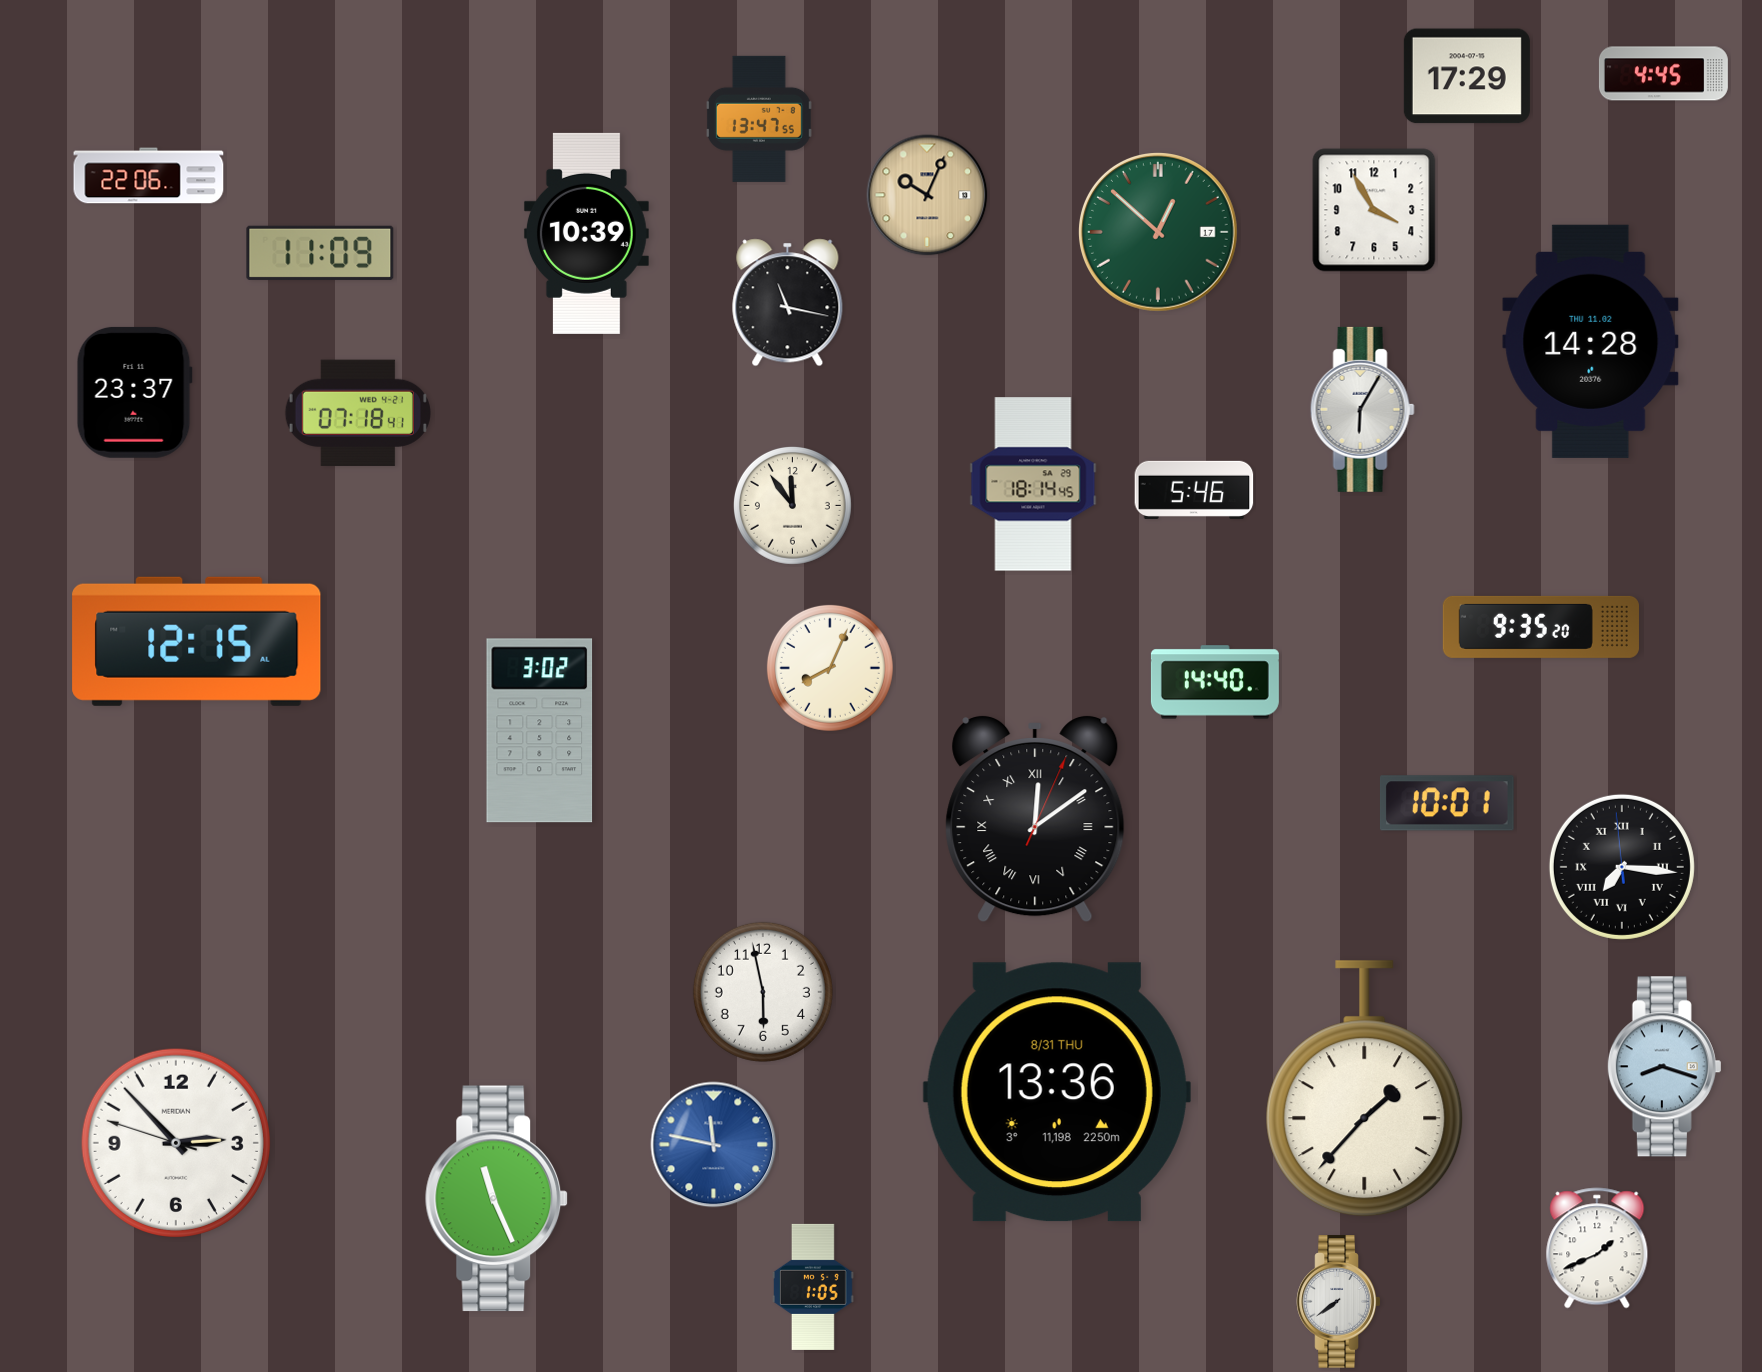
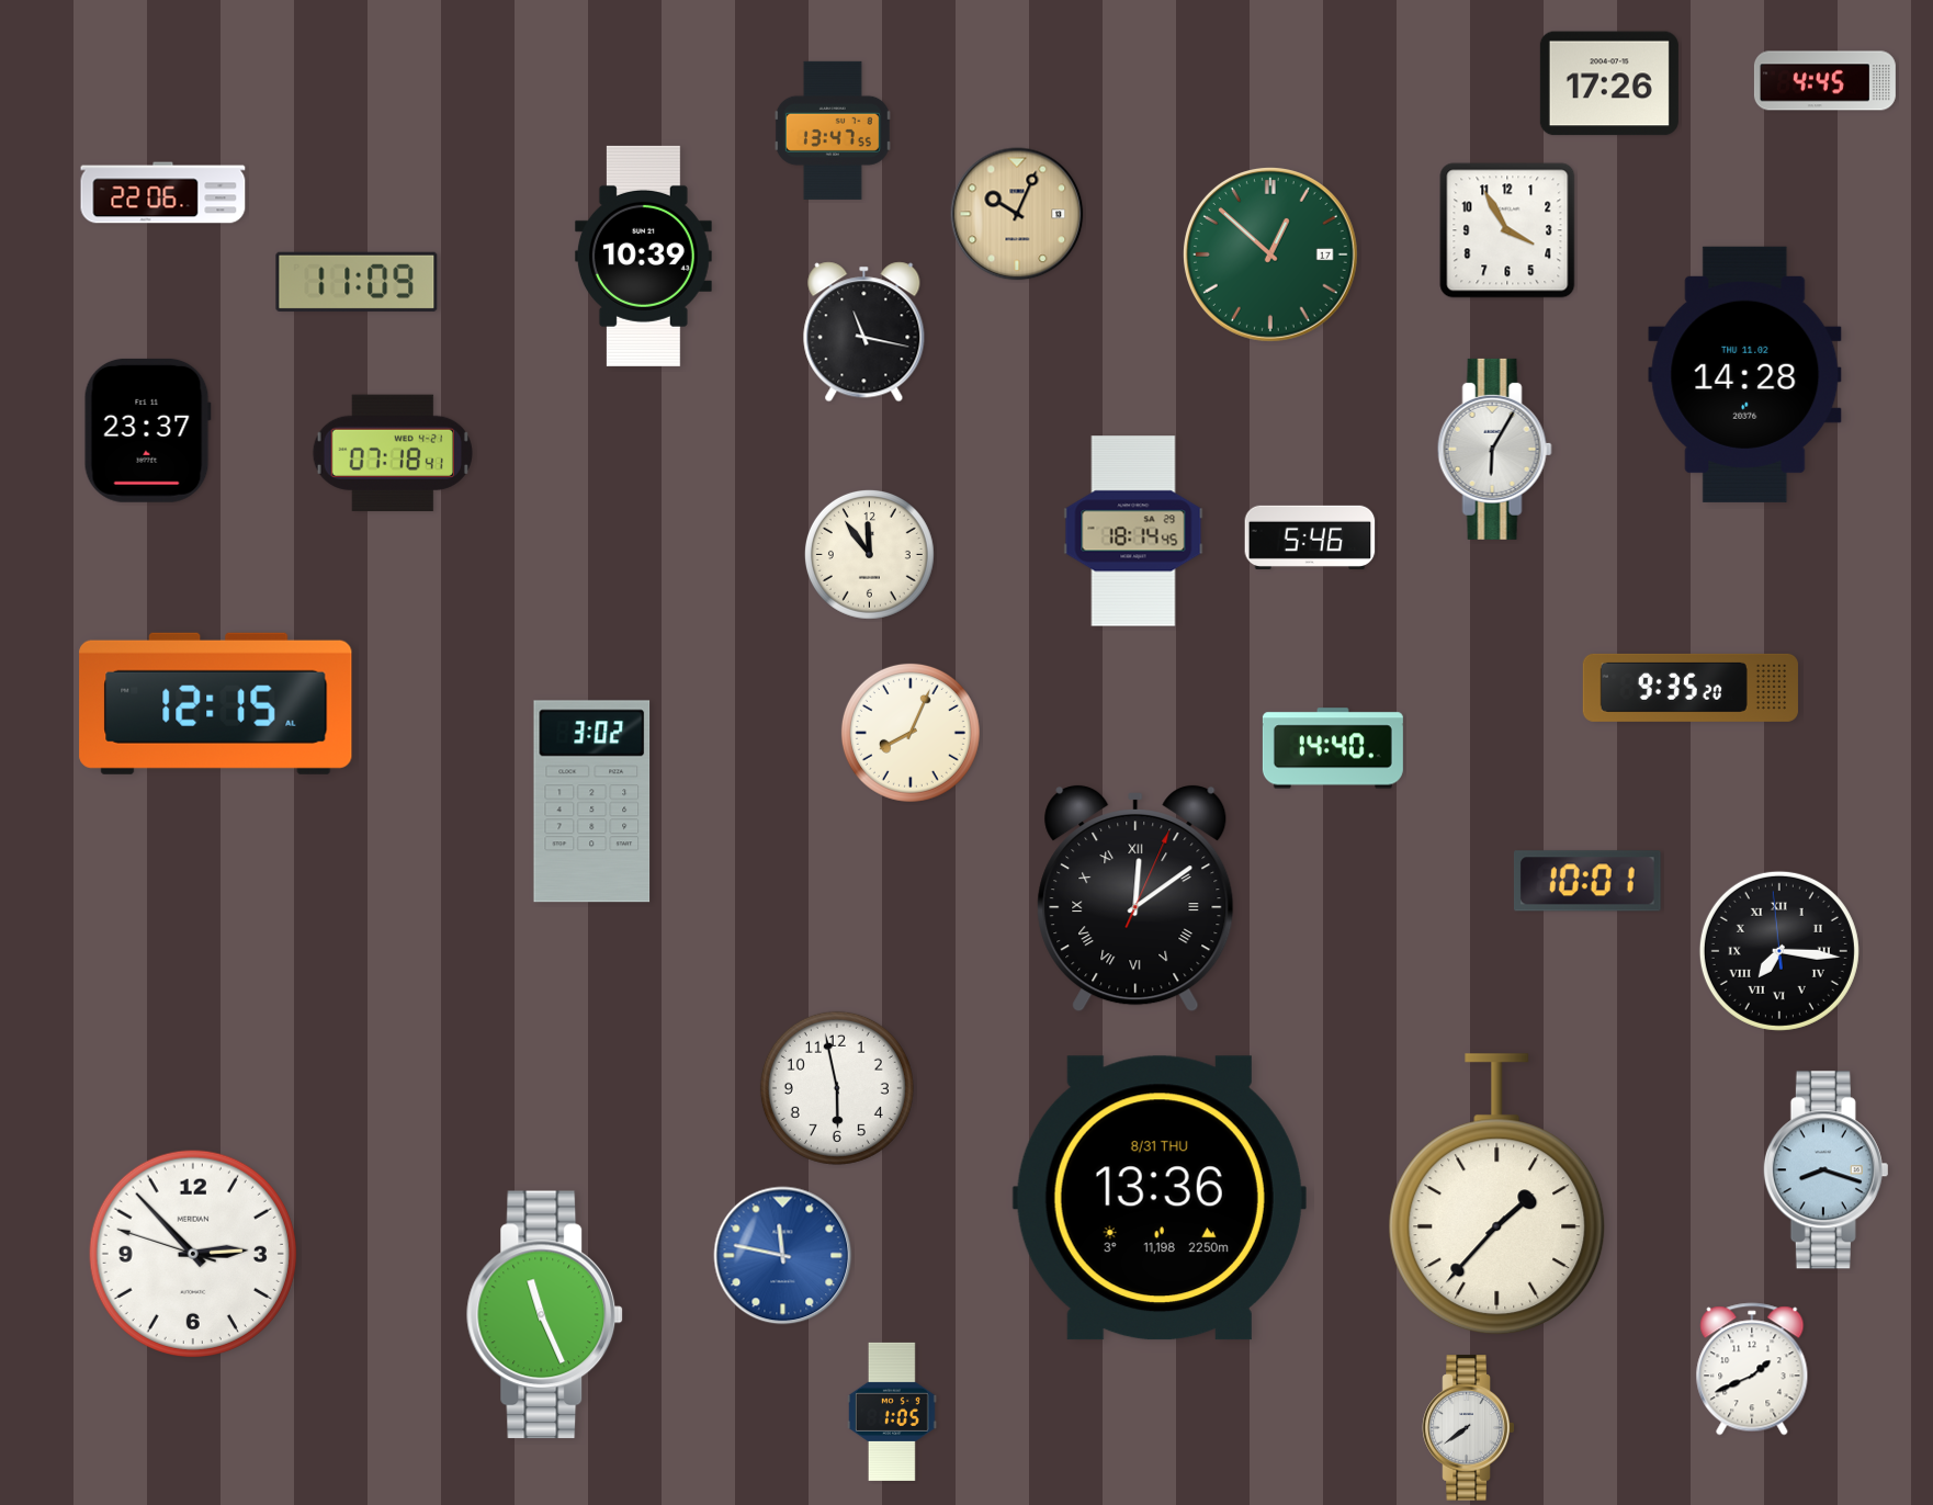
clock at (1467, 76): 17:29 -> 17:26
clock at (320, 253) position: (320, 253) -> (357, 282)
